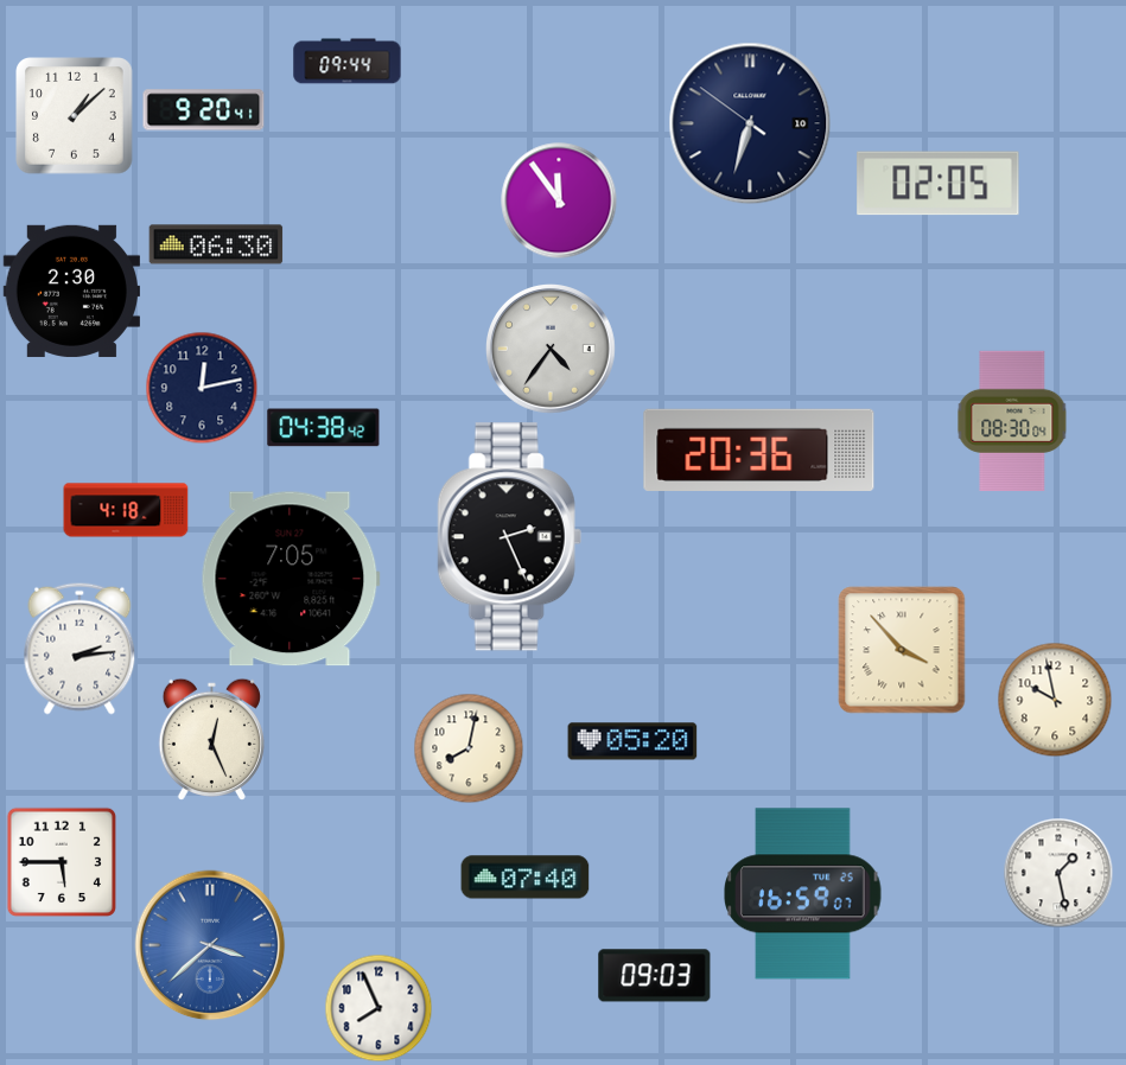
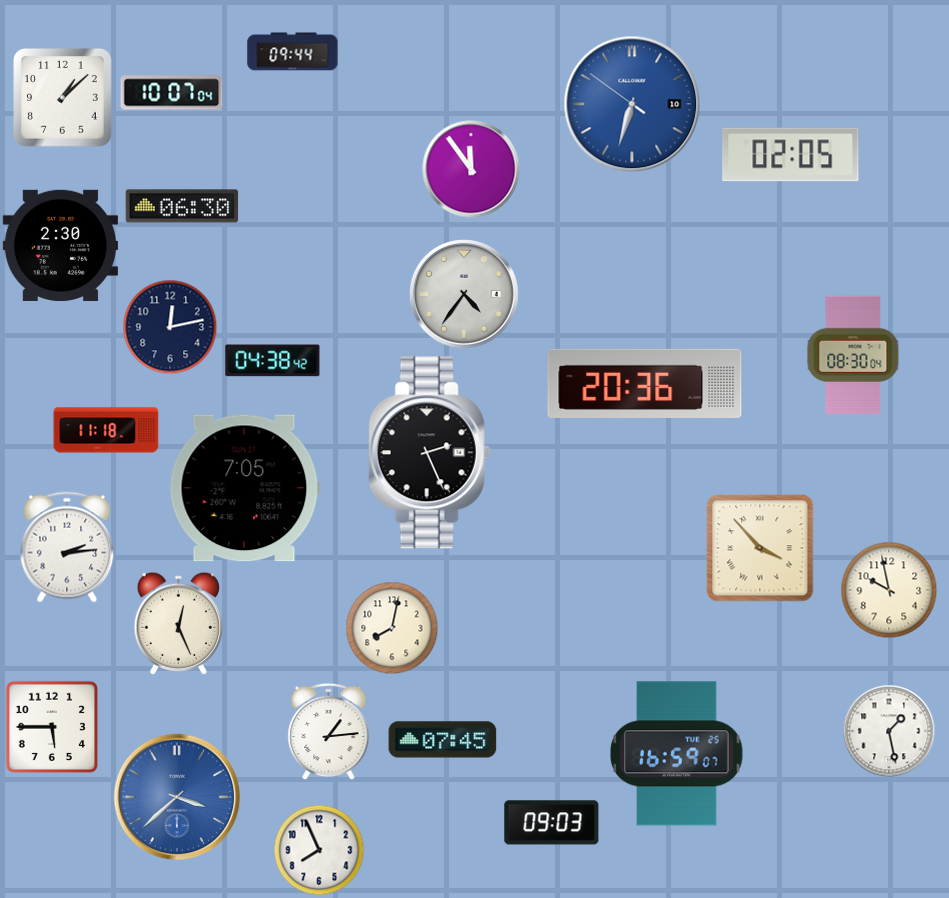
clock at (204, 110): 9:20 -> 10:07
clock at (750, 123) dial: navy -> blue
clock at (759, 449) position: (759, 449) -> (645, 383)
clock at (126, 510): 4:18 -> 11:18
clock at (632, 741): 05:20 -> none
clock at (469, 748) position: (469, 748) -> (392, 628)
clock at (329, 731): none -> 1:14
clock at (1058, 873) position: (1058, 873) -> (889, 731)
clock at (526, 878): 07:40 -> 07:45
